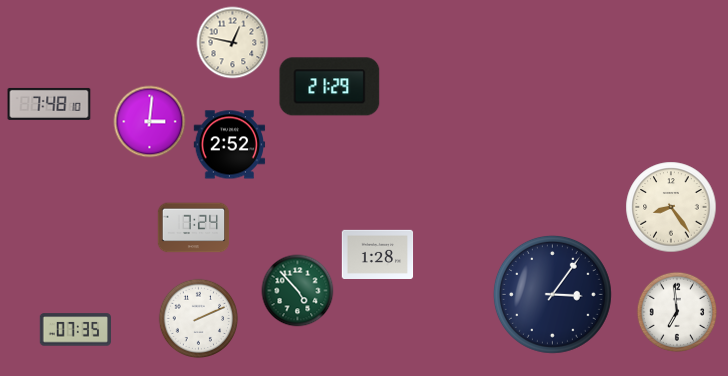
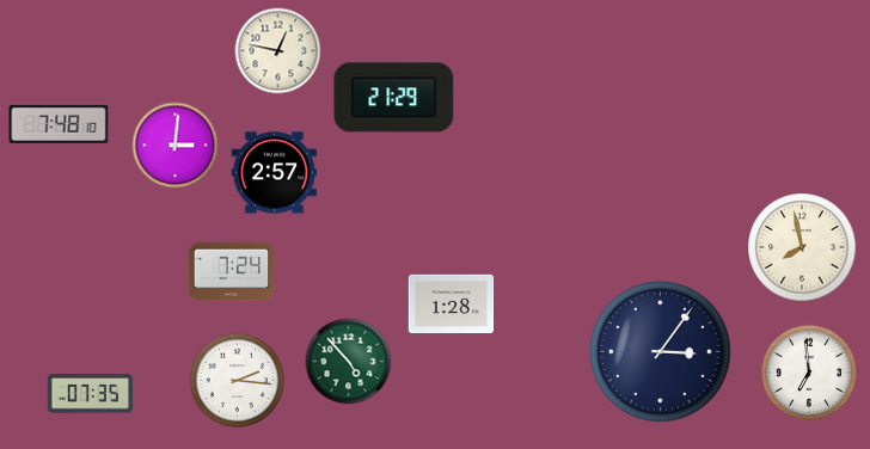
clock at (330, 87) position: (330, 87) -> (394, 98)
clock at (150, 122) position: (150, 122) -> (176, 146)
clock at (230, 145): 2:52 -> 2:57
clock at (671, 207): 8:24 -> 7:58
clock at (298, 291) position: (298, 291) -> (349, 362)
clock at (199, 319): 2:11 -> 2:16
